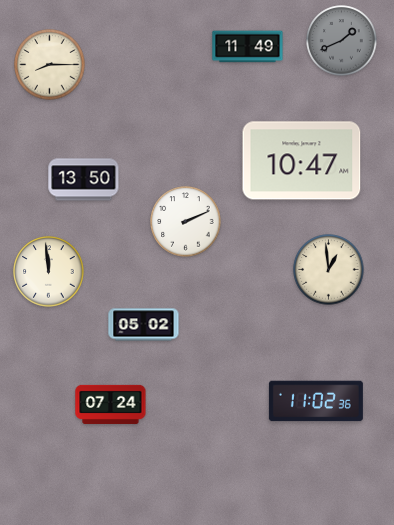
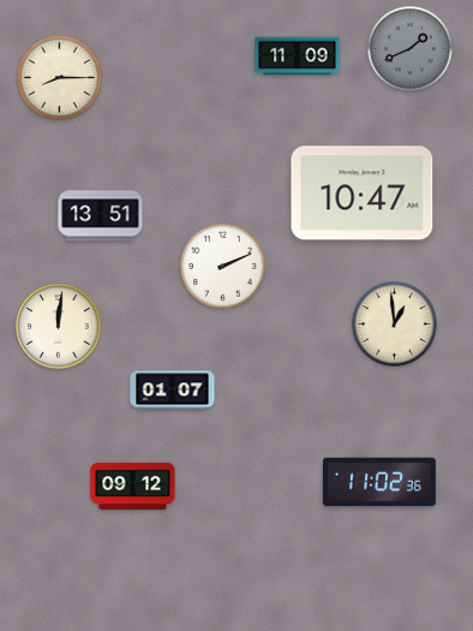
clock at (248, 47): 11:49 -> 11:09
clock at (84, 180): 13:50 -> 13:51
clock at (49, 272): 11:59 -> 12:01
clock at (144, 325): 05:02 -> 01:07
clock at (111, 404): 07:24 -> 09:12
